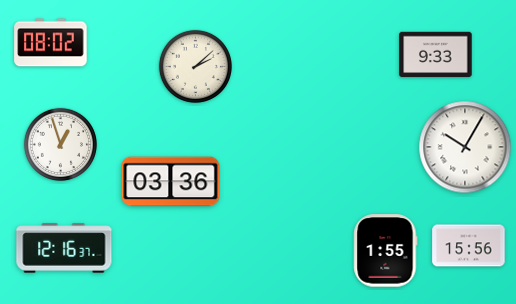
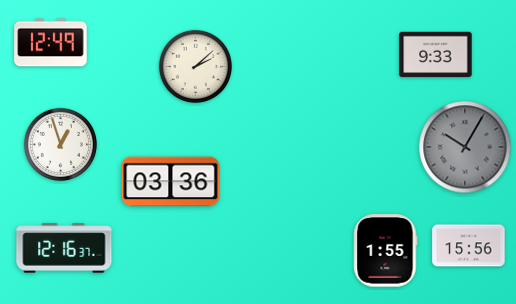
clock at (51, 43): 08:02 -> 12:49
clock at (465, 147) dial: white -> grey
